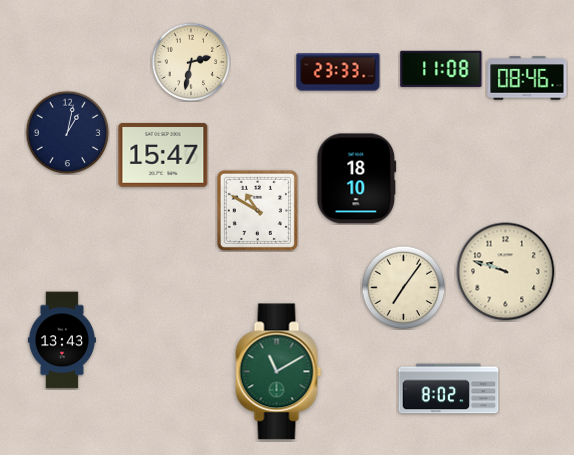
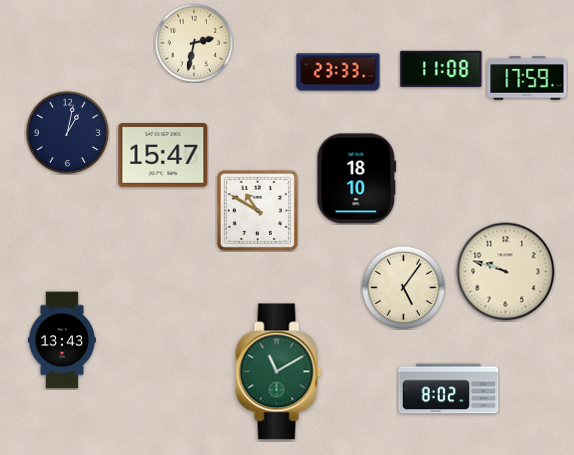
clock at (191, 62) position: (191, 62) -> (194, 43)
clock at (527, 78): 08:46 -> 17:59
clock at (403, 287): 7:06 -> 5:06
